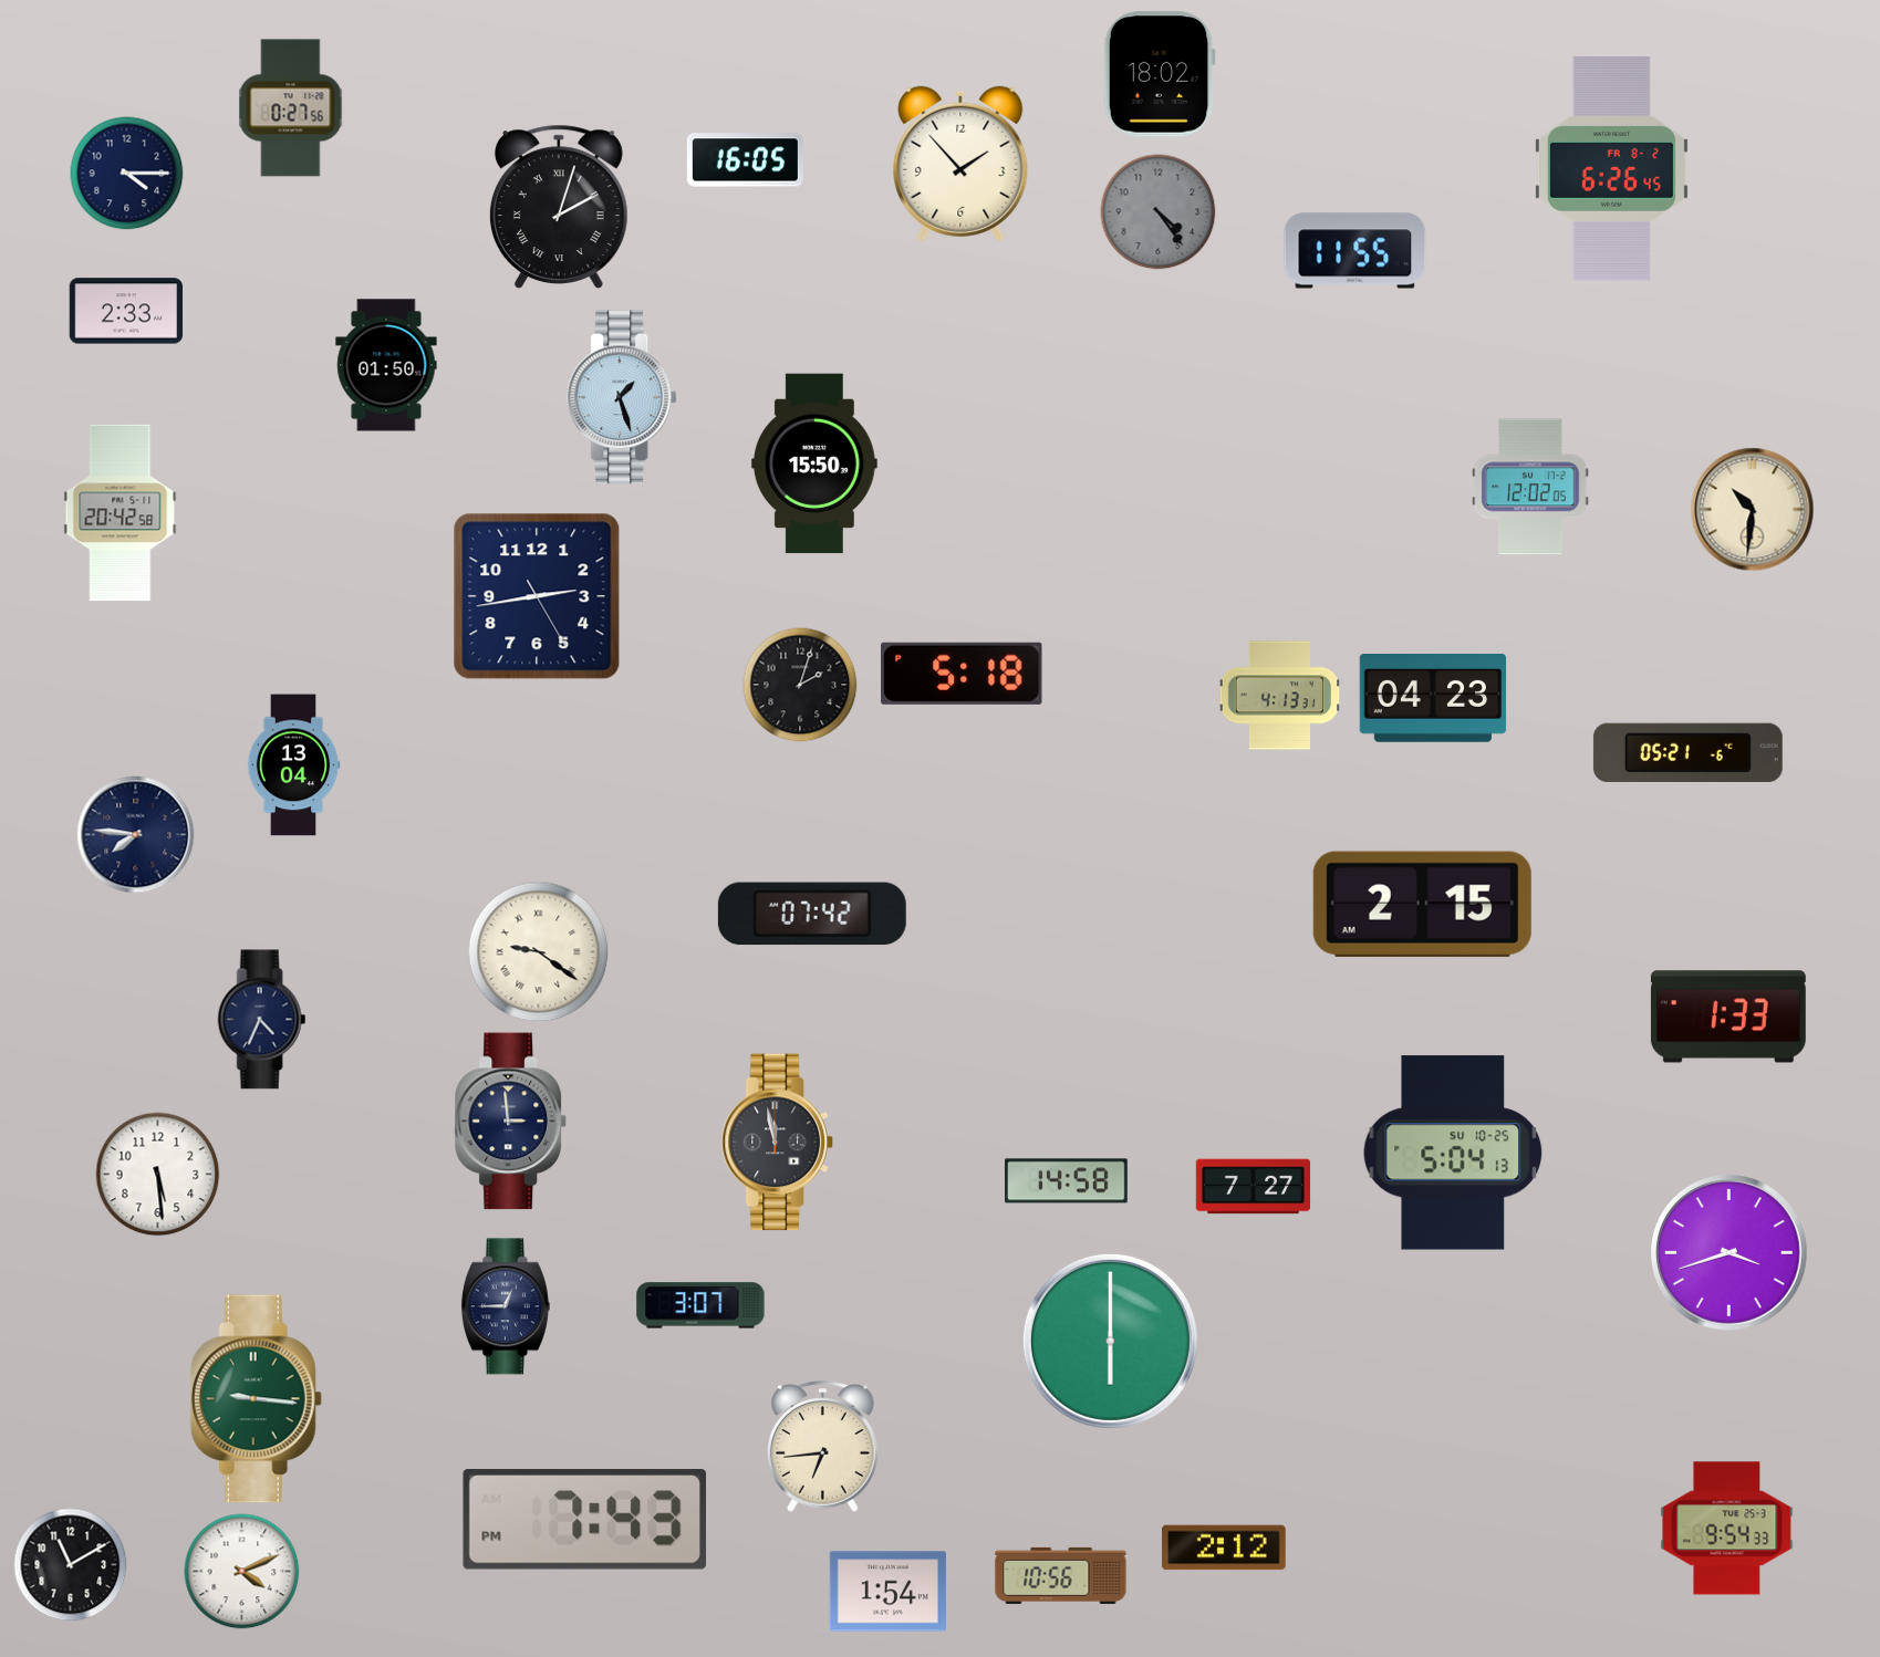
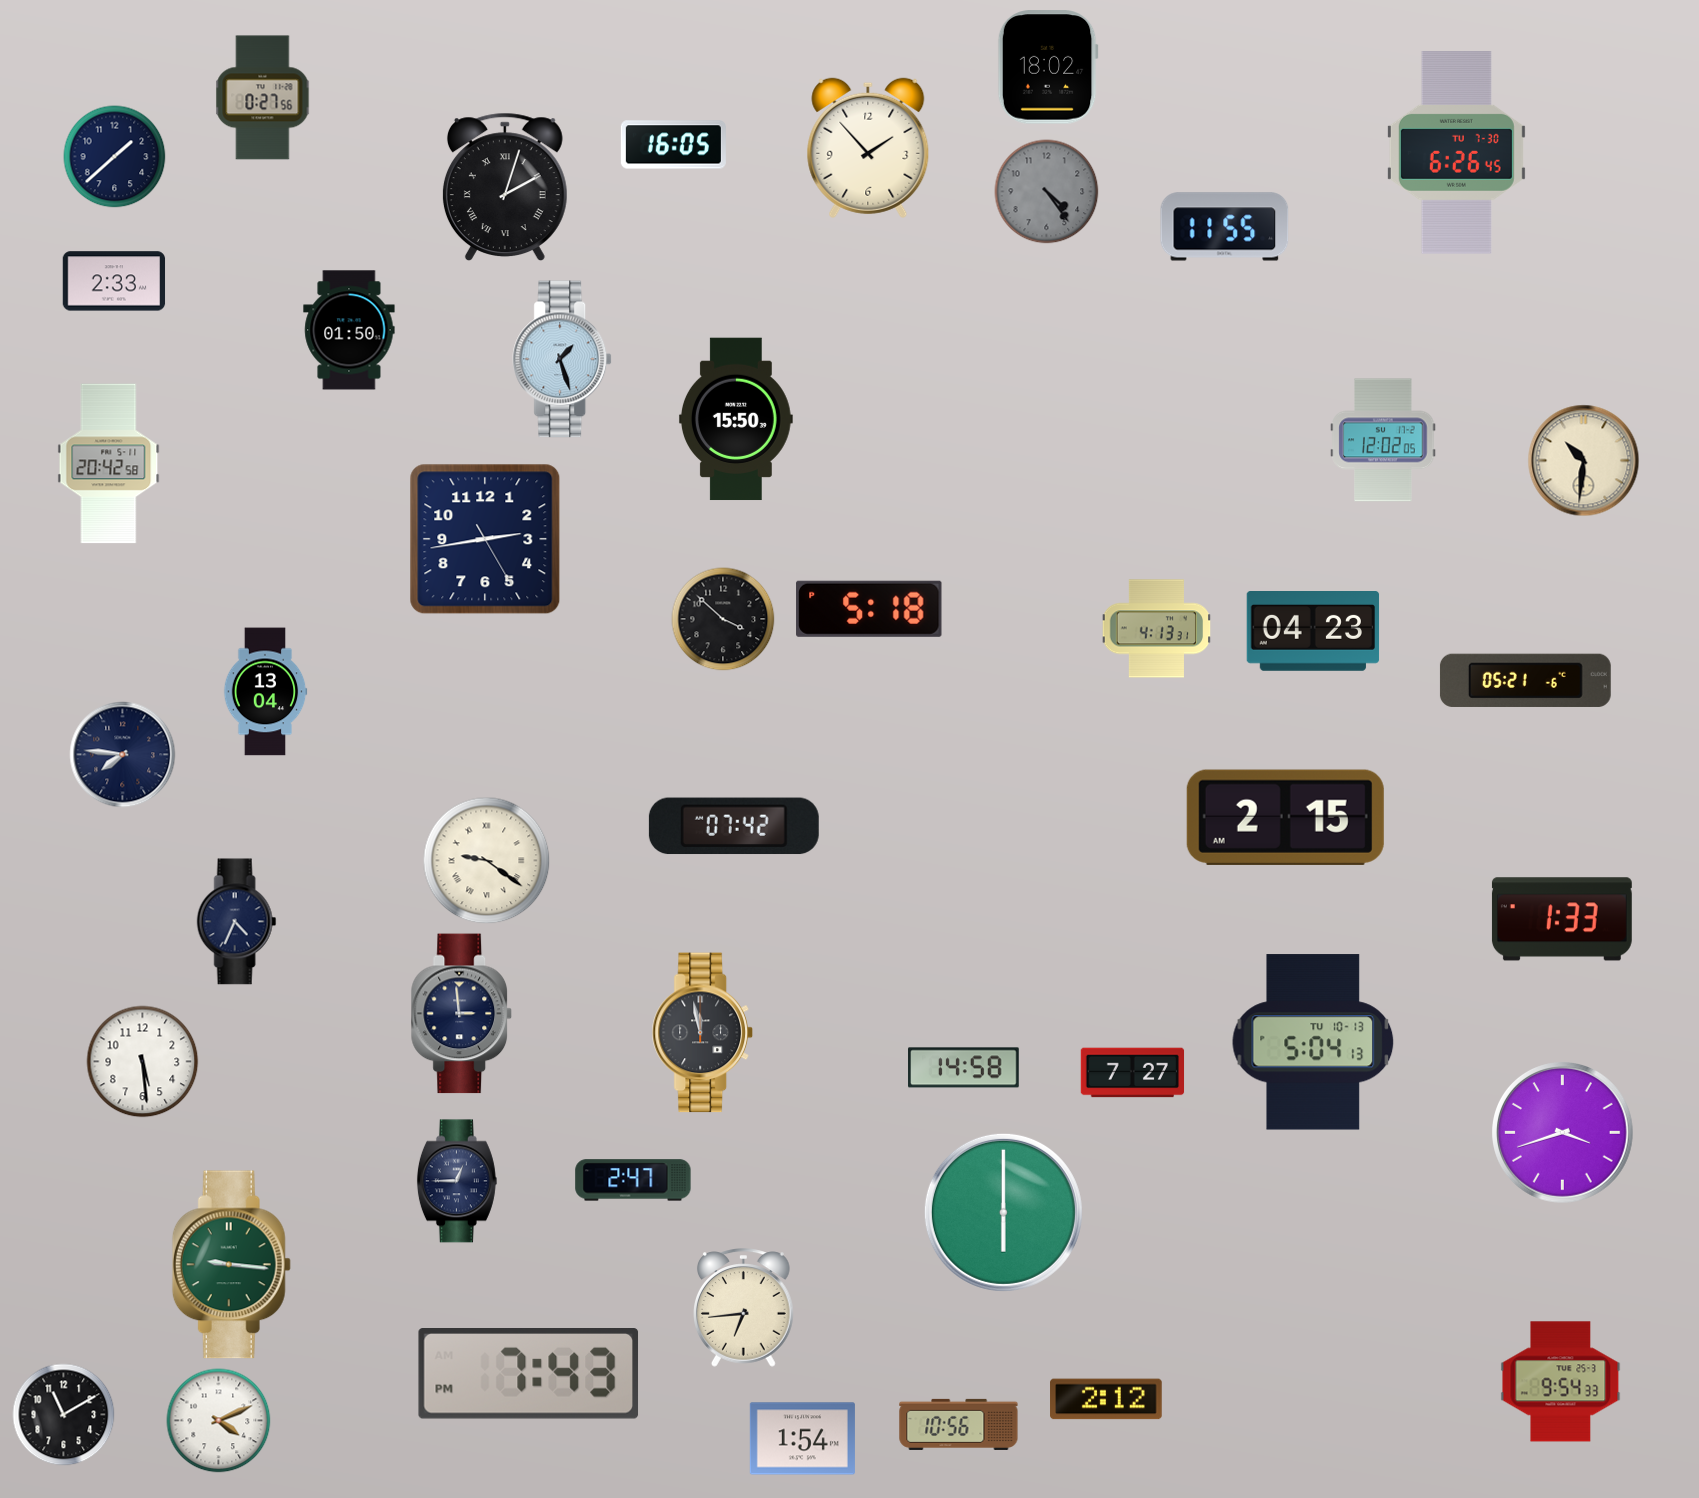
clock at (1611, 169) date: FR 8-2 -> TU 7-30
clock at (127, 174): 4:15 -> 1:38
clock at (800, 685): 2:03 -> 3:52
clock at (1433, 699) position: (1433, 699) -> (1313, 632)
clock at (1453, 1153) date: SU 10-25 -> TU 10-13
clock at (700, 1305): 3:07 -> 2:47
